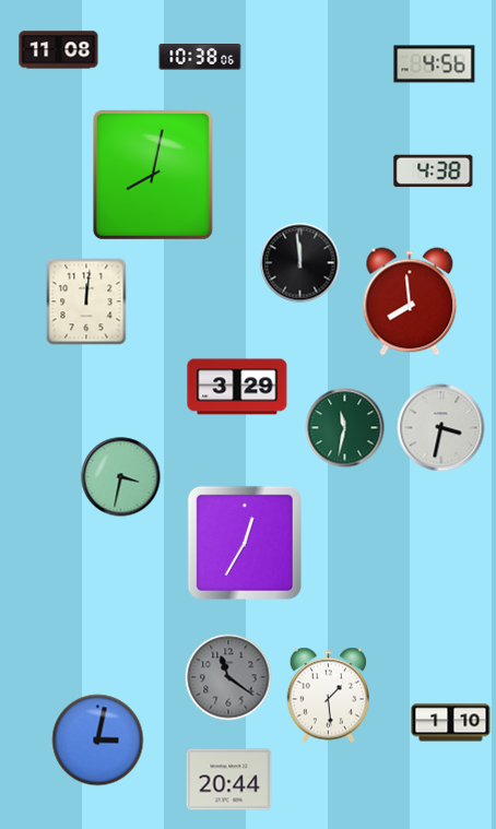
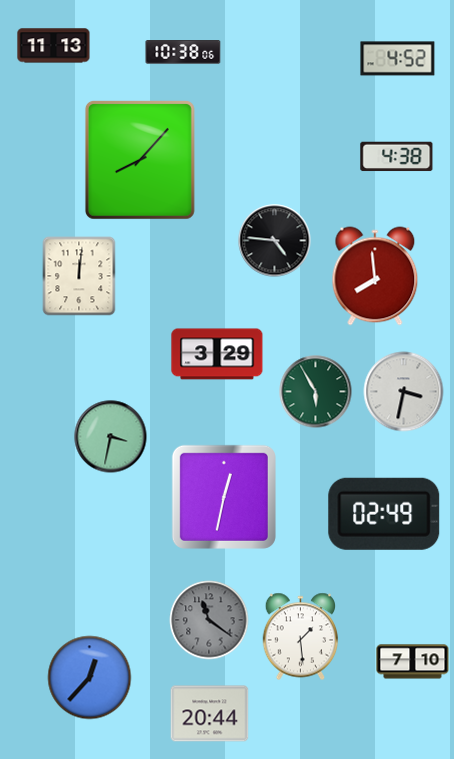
clock at (59, 50): 11:08 -> 11:13
clock at (435, 64): 4:56 -> 4:52
clock at (153, 175): 8:02 -> 8:07
clock at (300, 263): 11:59 -> 4:46
clock at (345, 428): 11:32 -> 5:55
clock at (245, 543): 12:35 -> 12:32
clock at (384, 514): none -> 02:49
clock at (451, 723): 1:10 -> 7:10
clock at (98, 741): 3:02 -> 12:37
